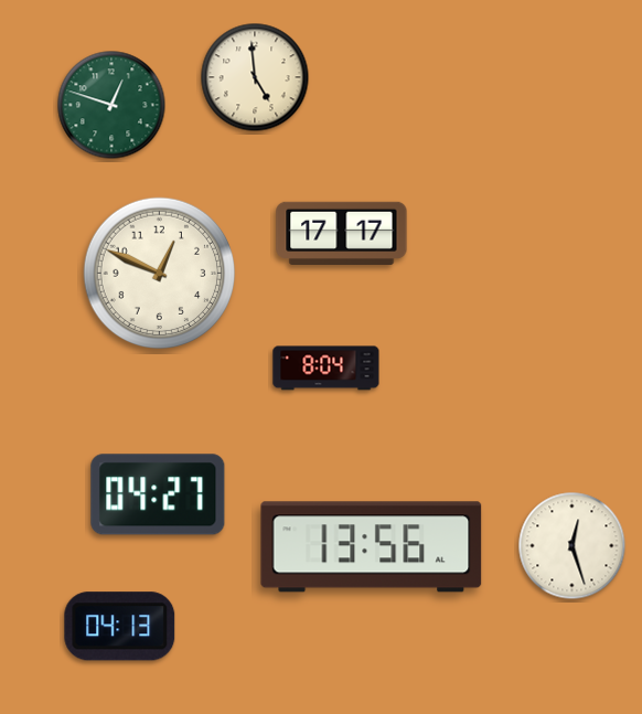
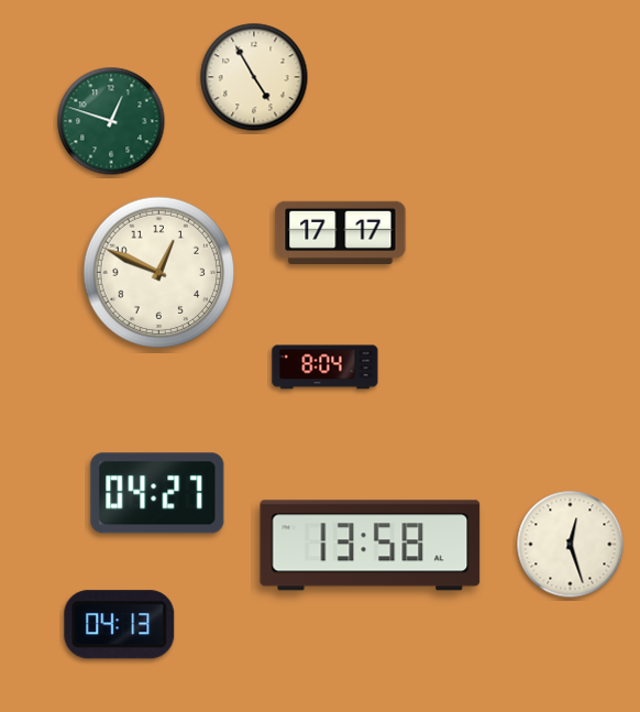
clock at (255, 77): 4:59 -> 4:55
clock at (111, 105) position: (111, 105) -> (111, 121)
clock at (372, 547): 13:56 -> 13:58
